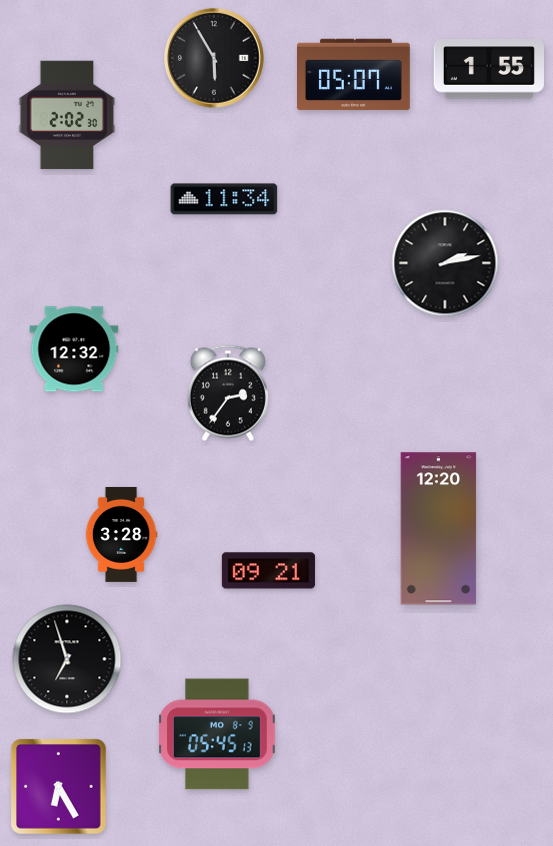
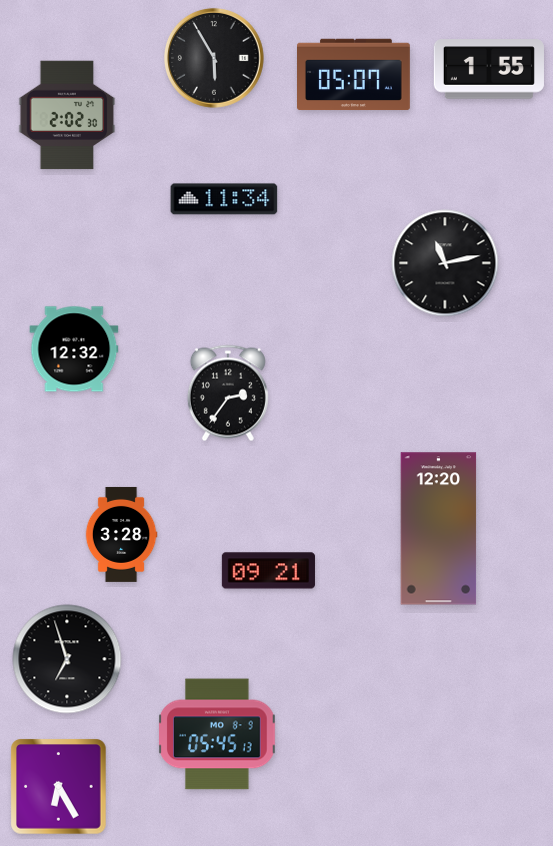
clock at (445, 263): 2:13 -> 11:13
